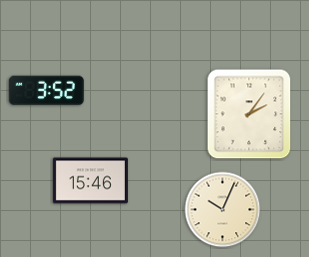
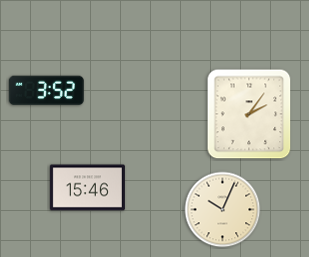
clock at (90, 181) position: (90, 181) -> (87, 188)
